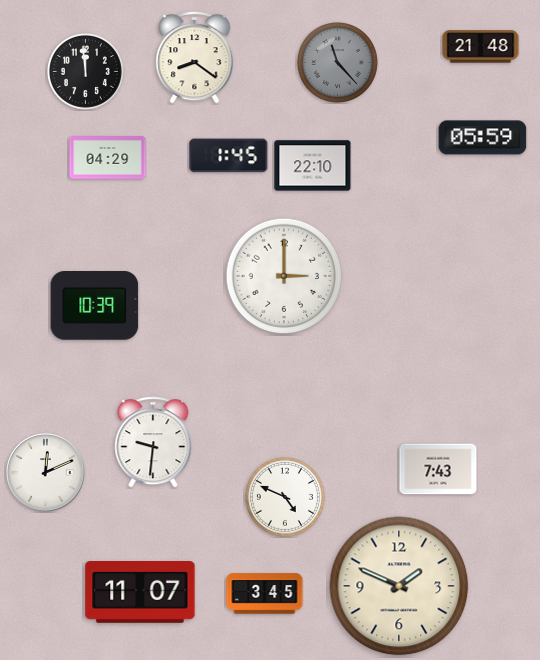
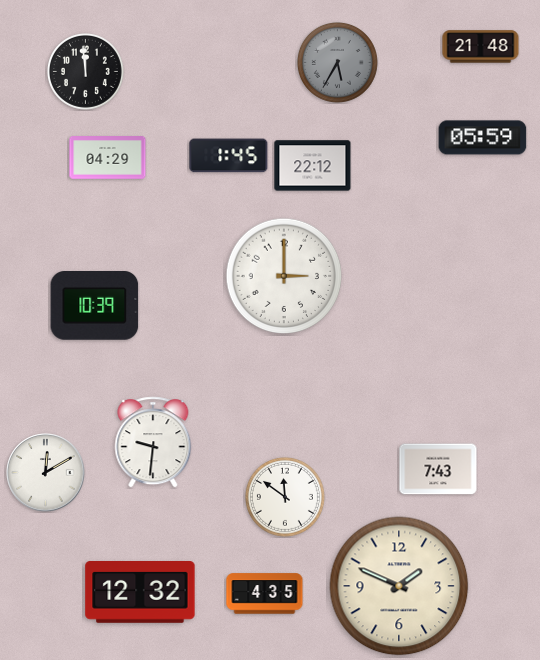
clock at (195, 57): 8:21 -> none
clock at (337, 62): 11:23 -> 5:35
clock at (313, 166): 22:10 -> 22:12
clock at (46, 473): 12:11 -> 12:10
clock at (285, 497): 4:49 -> 11:51
clock at (140, 593): 11:07 -> 12:32
clock at (265, 594): 3:45 -> 4:35
